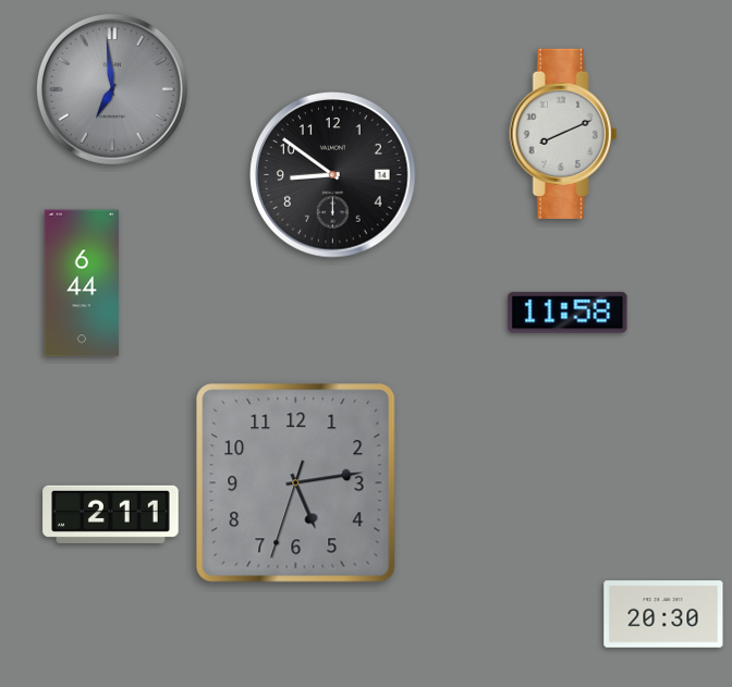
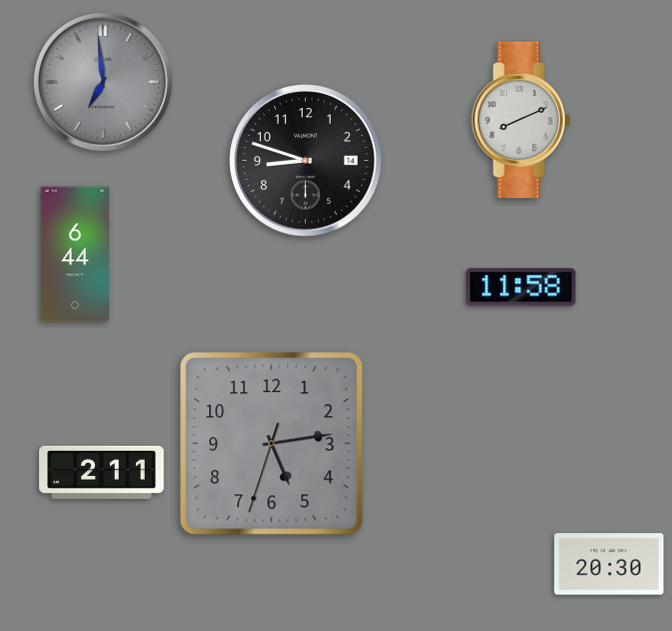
clock at (563, 134) position: (563, 134) -> (521, 120)
clock at (333, 175): 8:51 -> 8:48
clock at (82, 283) position: (82, 283) -> (75, 254)
